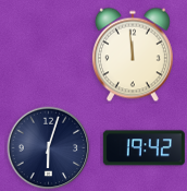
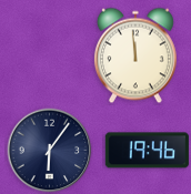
clock at (49, 148): 6:03 -> 6:06
clock at (144, 148): 19:42 -> 19:46
